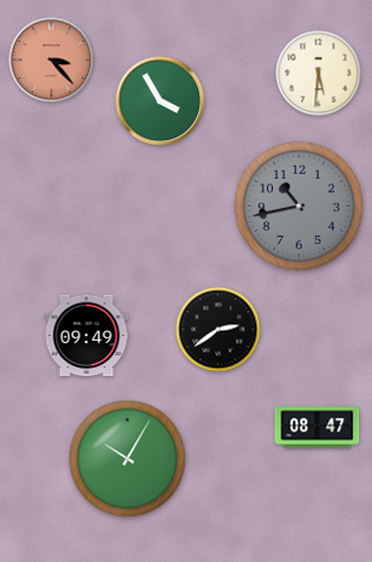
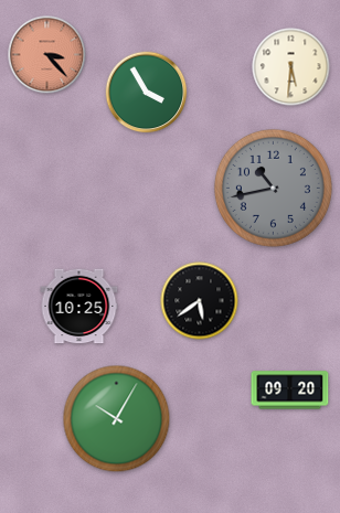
clock at (219, 330): 2:39 -> 5:39
clock at (87, 336): 09:49 -> 10:25
clock at (318, 428): 08:47 -> 09:20
